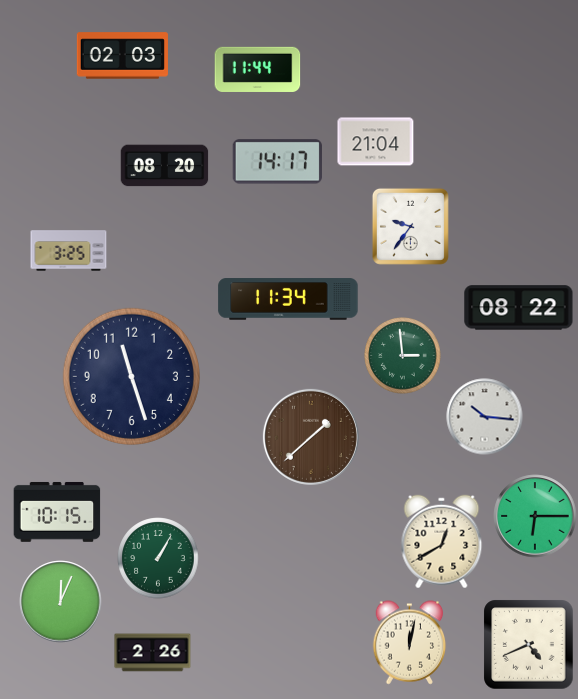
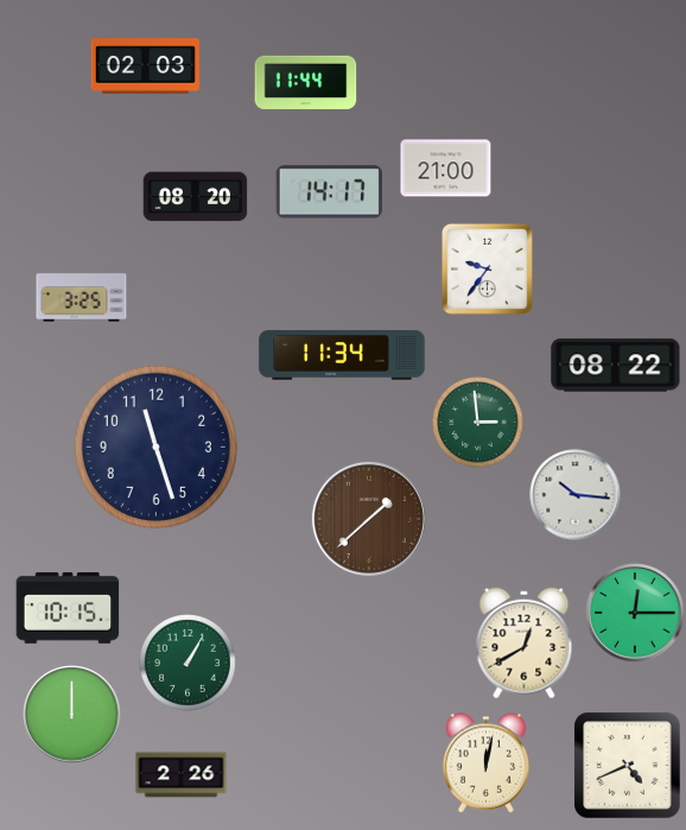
clock at (376, 142): 21:04 -> 21:00
clock at (535, 516): 6:15 -> 12:15
clock at (61, 602): 12:04 -> 12:00
